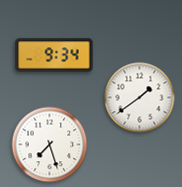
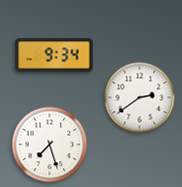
clock at (140, 98): 1:39 -> 2:39
